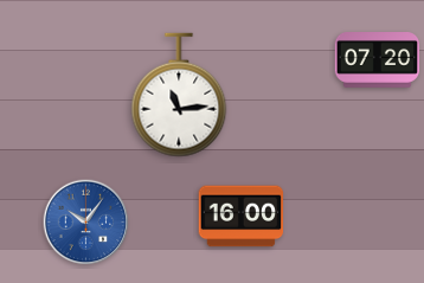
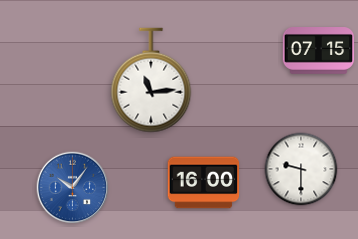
clock at (378, 60): 07:20 -> 07:15
clock at (301, 169): none -> 9:30
